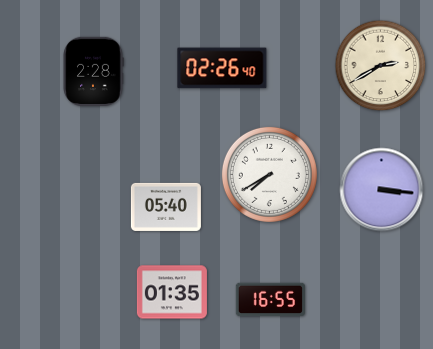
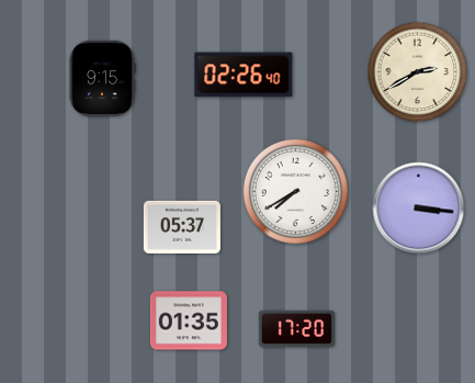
clock at (93, 71): 2:28 -> 9:15
clock at (166, 207): 05:40 -> 05:37
clock at (270, 300): 16:55 -> 17:20
